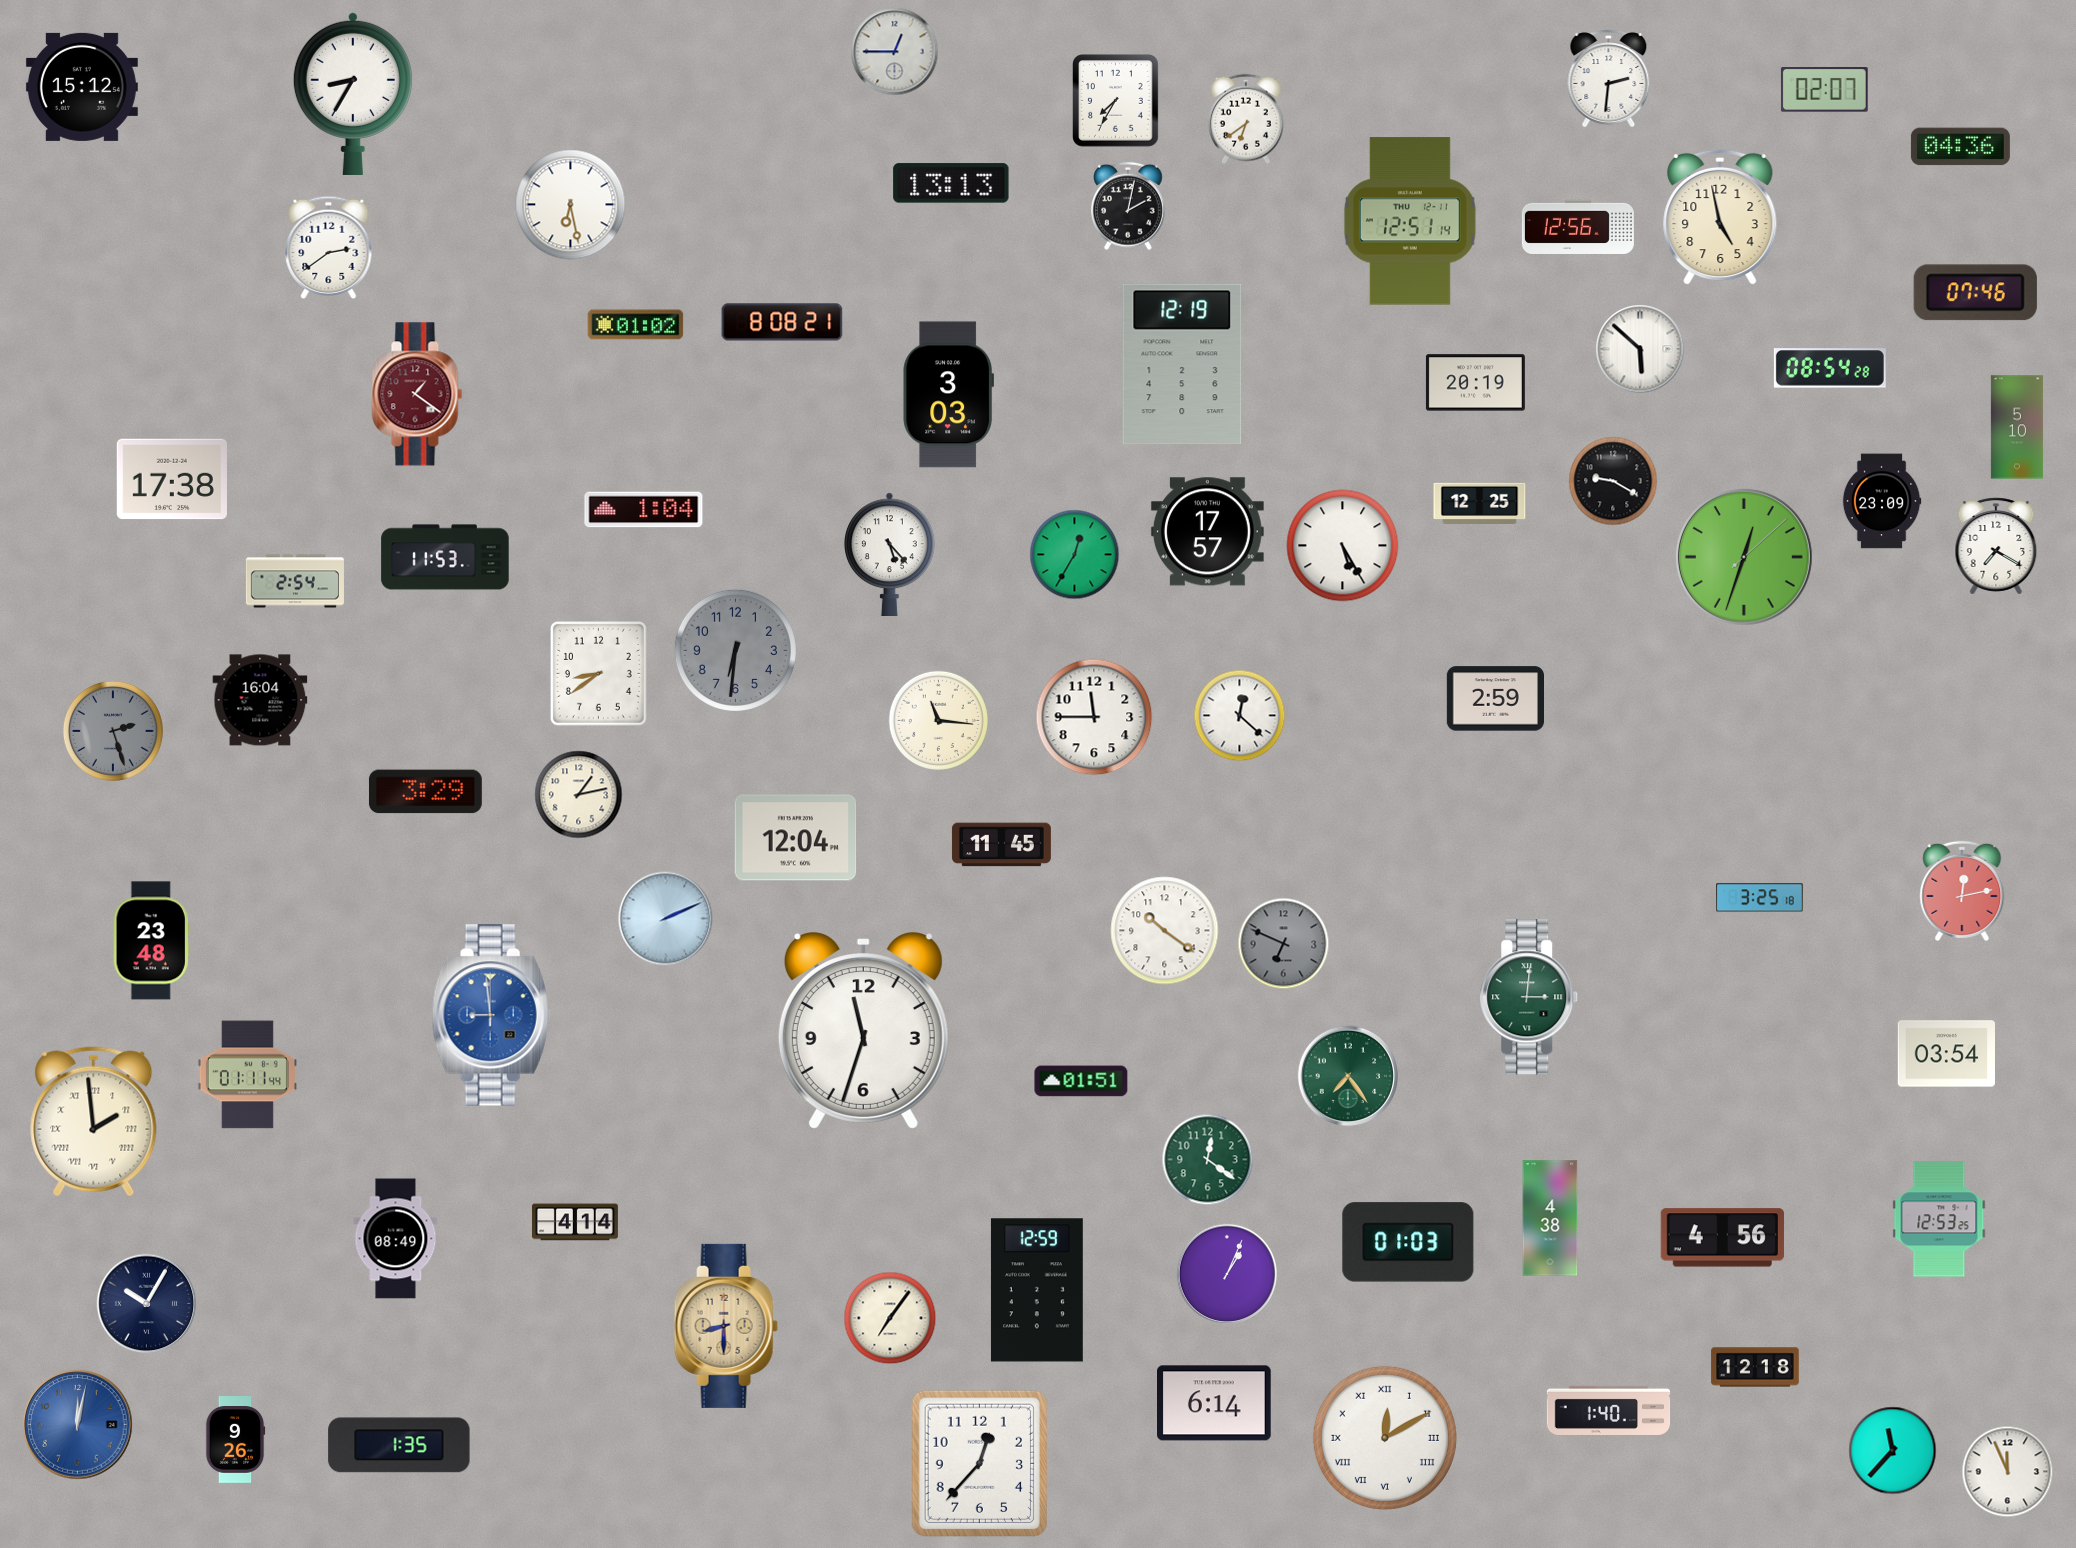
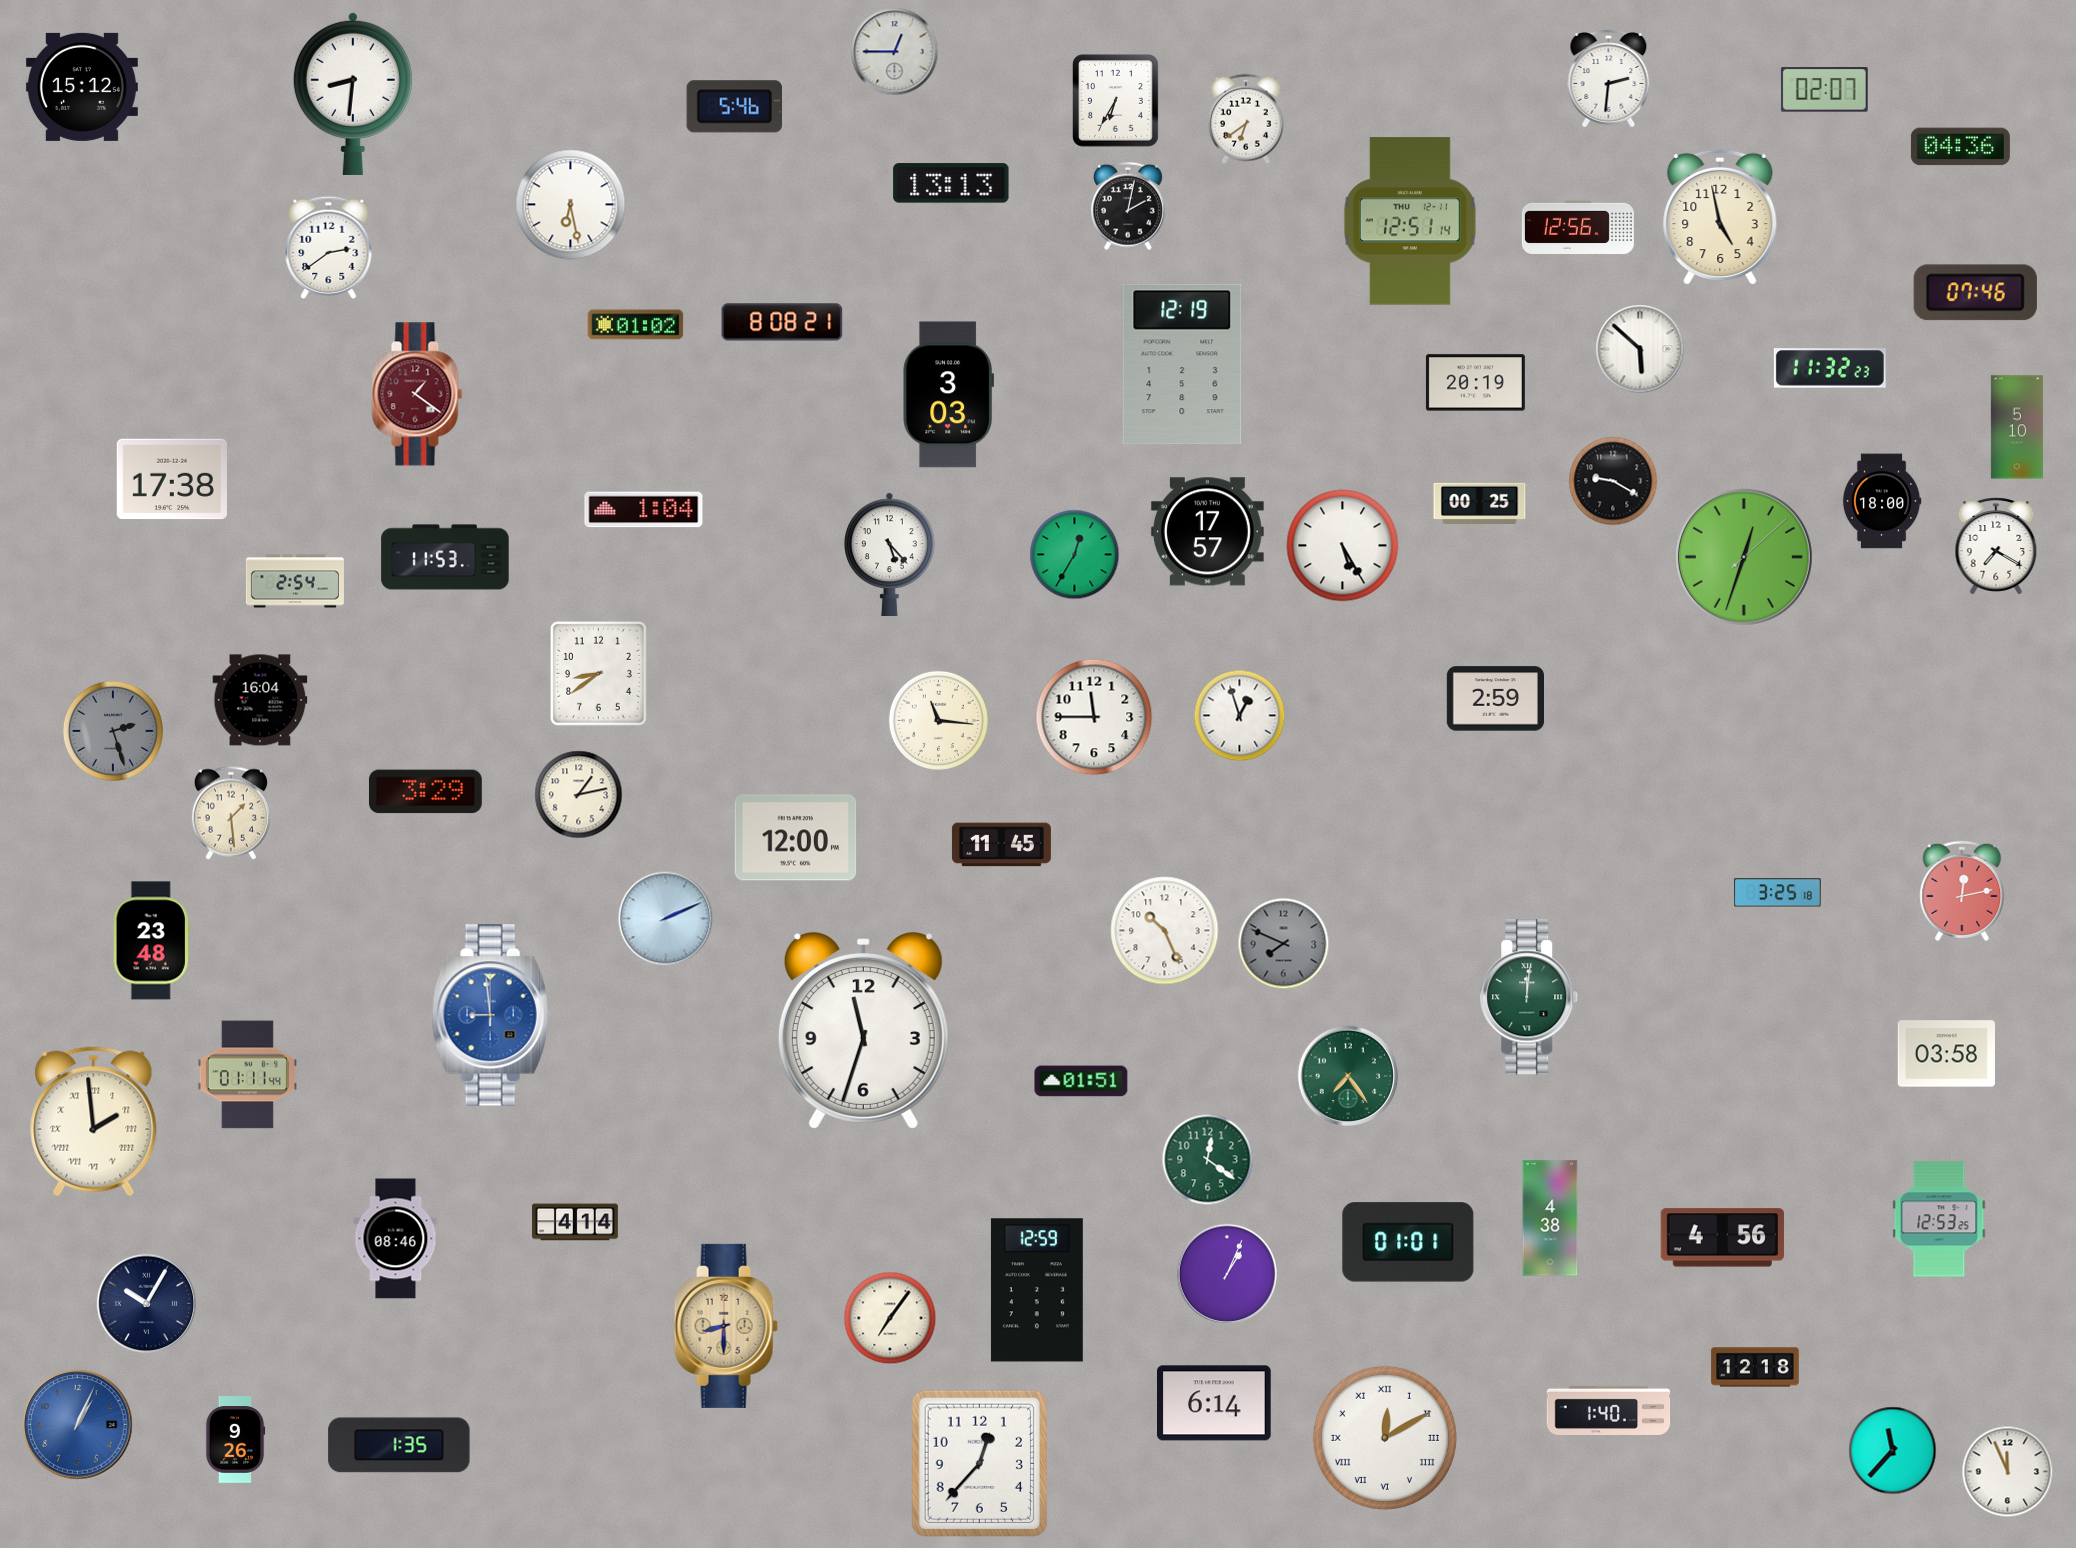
clock at (353, 93): 8:35 -> 8:31
clock at (1116, 101): 7:35 -> 6:35
clock at (735, 107): none -> 5:46
clock at (1830, 368): 08:54 -> 11:32
clock at (1882, 501): 23:09 -> 18:00
clock at (1480, 503): 12:25 -> 00:25
clock at (735, 650): 6:31 -> none
clock at (1240, 716): 12:22 -> 12:57
clock at (231, 813): none -> 1:29
clock at (796, 838): 12:04 -> 12:00
clock at (1760, 898) position: (1760, 898) -> (1778, 893)
clock at (1165, 931): 10:21 -> 10:26
clock at (1284, 944): 6:49 -> 7:49
clock at (1529, 997): 3:01 -> 12:01
clock at (1946, 1054): 03:54 -> 03:58
clock at (396, 1239): 08:49 -> 08:46
clock at (1408, 1242): 01:03 -> 01:01
clock at (78, 1425): 12:02 -> 1:04
